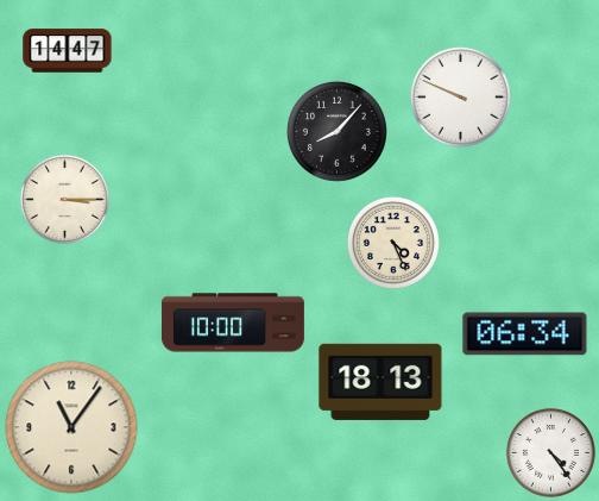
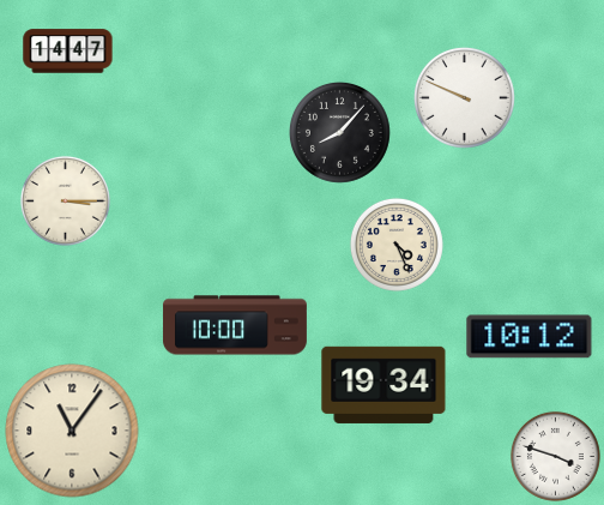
clock at (525, 334): 06:34 -> 10:12
clock at (380, 382): 18:13 -> 19:34
clock at (550, 452): 4:24 -> 3:48
